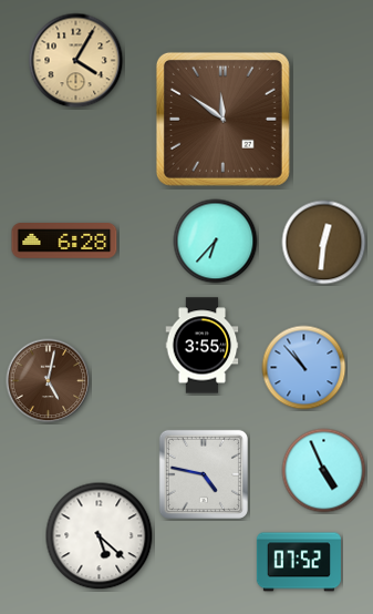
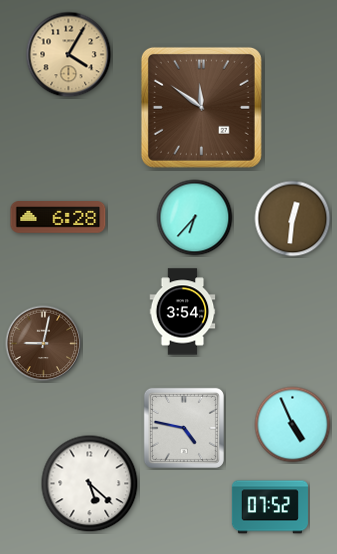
clock at (203, 346): 3:55 -> 3:54
clock at (304, 368): 10:53 -> none
clock at (49, 381): 5:02 -> 9:02
